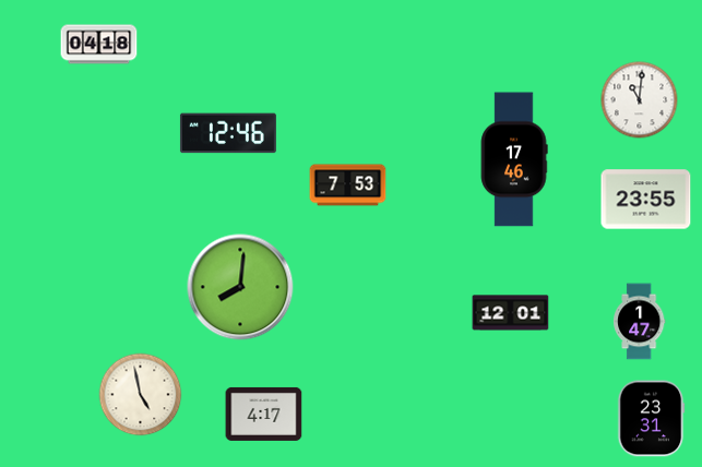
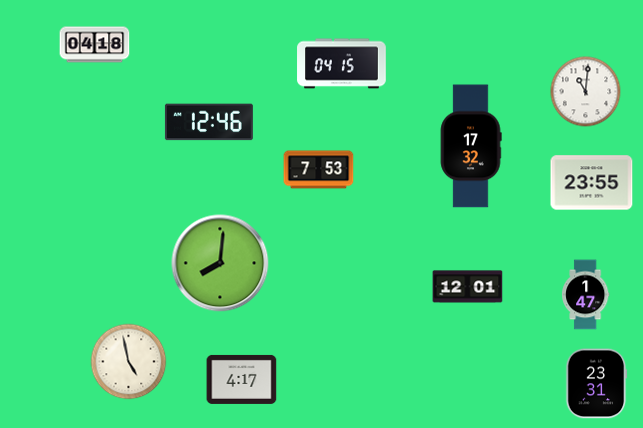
clock at (99, 45) position: (99, 45) -> (95, 45)
clock at (342, 64): none -> 04:15
clock at (514, 159): 17:46 -> 17:32
